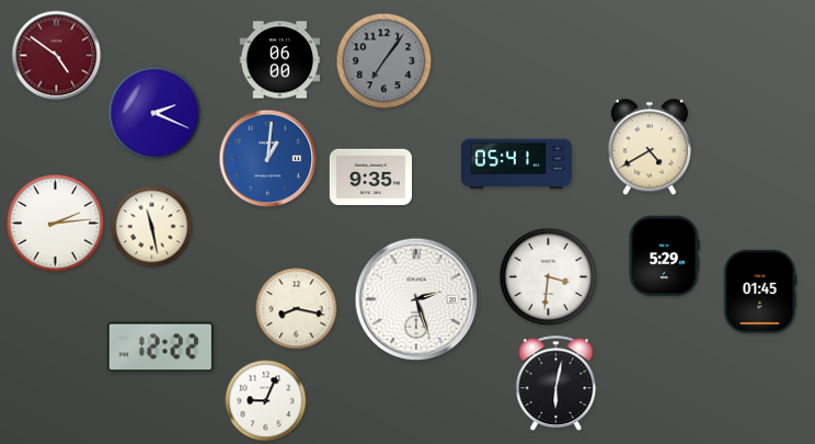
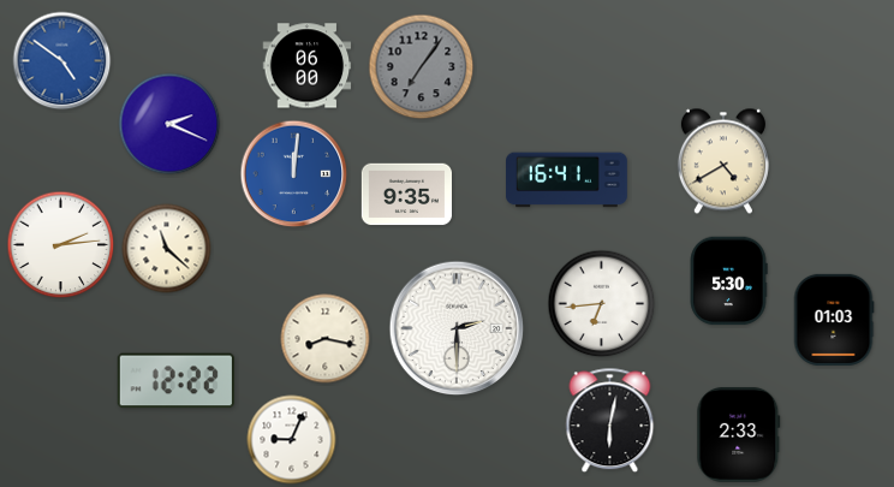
clock at (57, 56) dial: burgundy -> blue
clock at (650, 147) position: (650, 147) -> (723, 161)
clock at (268, 159): 1:01 -> 12:01
clock at (517, 164): 05:41 -> 16:41
clock at (152, 227): 11:28 -> 11:22
clock at (664, 257): 5:29 -> 5:30
clock at (549, 277): 3:31 -> 6:44
clock at (760, 292): 01:45 -> 01:03
clock at (416, 299): 2:27 -> 2:30
clock at (739, 434): none -> 2:33
